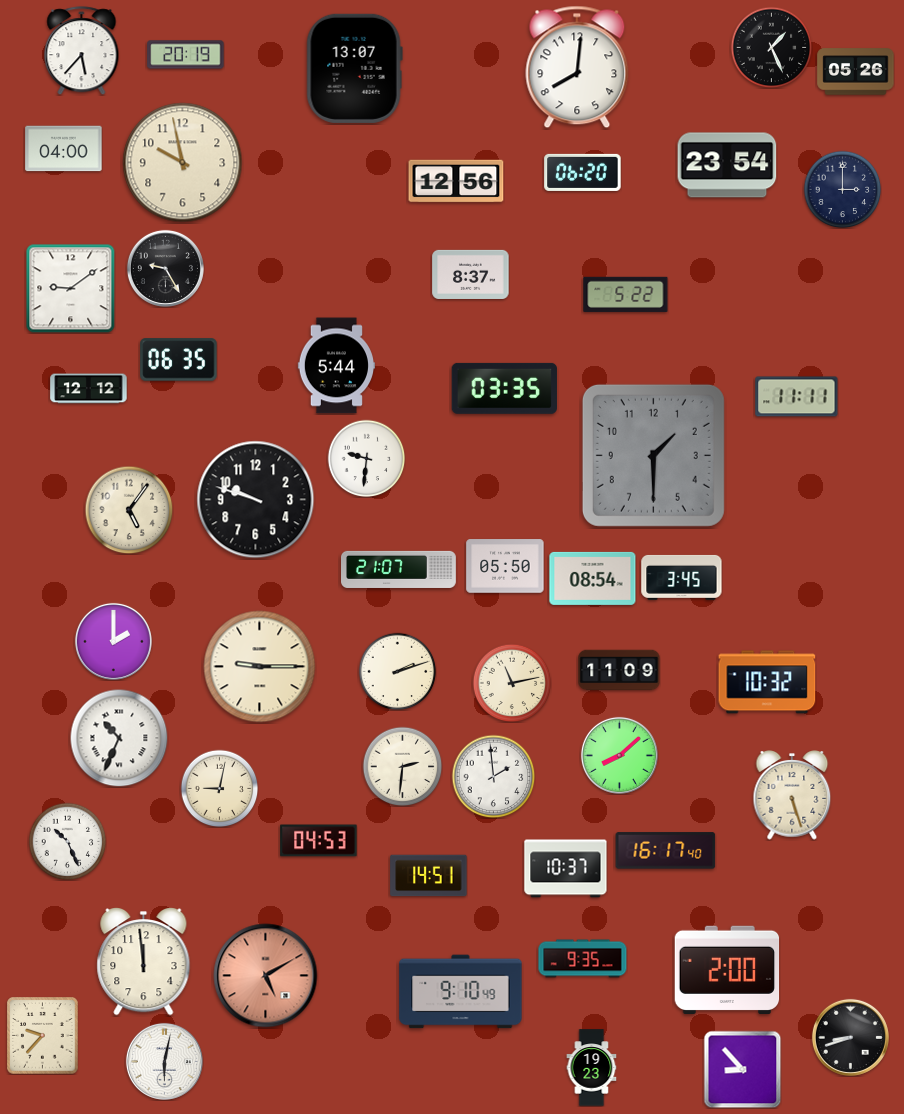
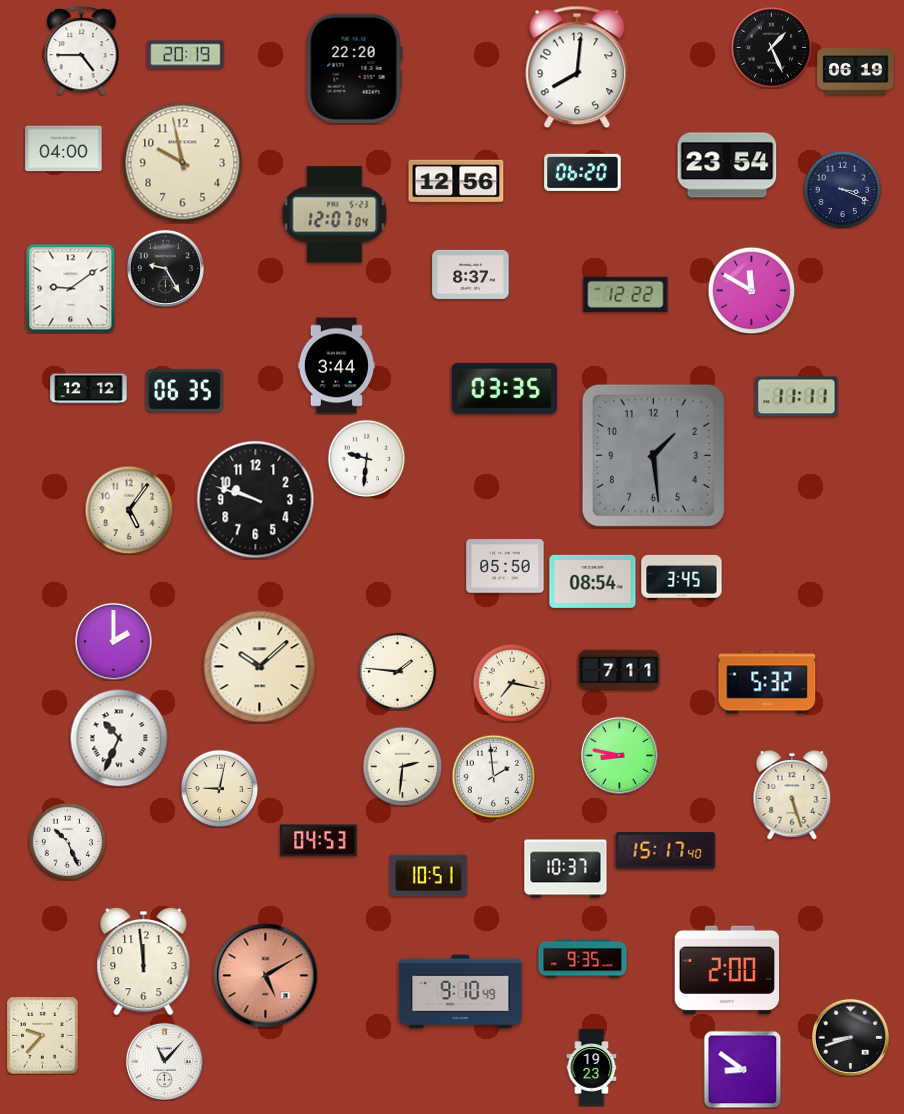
clock at (82, 51): 5:37 -> 4:45
clock at (354, 68): 13:07 -> 22:20
clock at (856, 72): 05:26 -> 06:19
clock at (842, 189): 3:00 -> 3:19
clock at (335, 215): none -> 12:07
clock at (751, 290): none -> 11:50
clock at (626, 294): 5:22 -> 12:22
clock at (179, 360) position: (179, 360) -> (185, 391)
clock at (336, 366): 5:44 -> 3:44
clock at (653, 455): 1:30 -> 1:29
clock at (399, 569): 21:07 -> none
clock at (593, 578) position: (593, 578) -> (593, 581)
clock at (260, 667): 9:15 -> 10:08
clock at (619, 670): 11:09 -> 7:11
clock at (397, 671): 2:12 -> 1:46
clock at (767, 682): 10:32 -> 5:32
clock at (512, 683): 11:13 -> 7:17
clock at (619, 755): 8:08 -> 8:47
clock at (666, 851): 16:17 -> 15:17
clock at (429, 876): 14:51 -> 10:51
clock at (164, 1061): 6:02 -> 11:07
clock at (742, 1069): 8:53 -> 8:51
